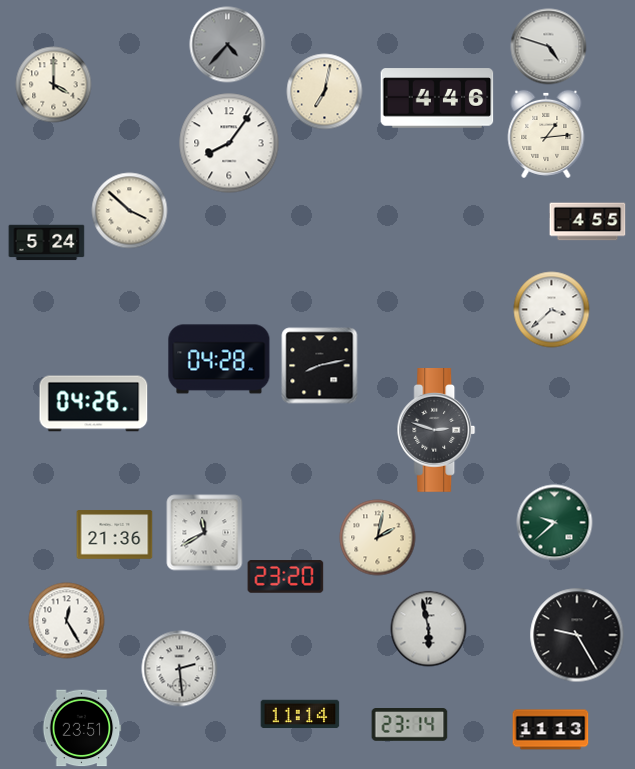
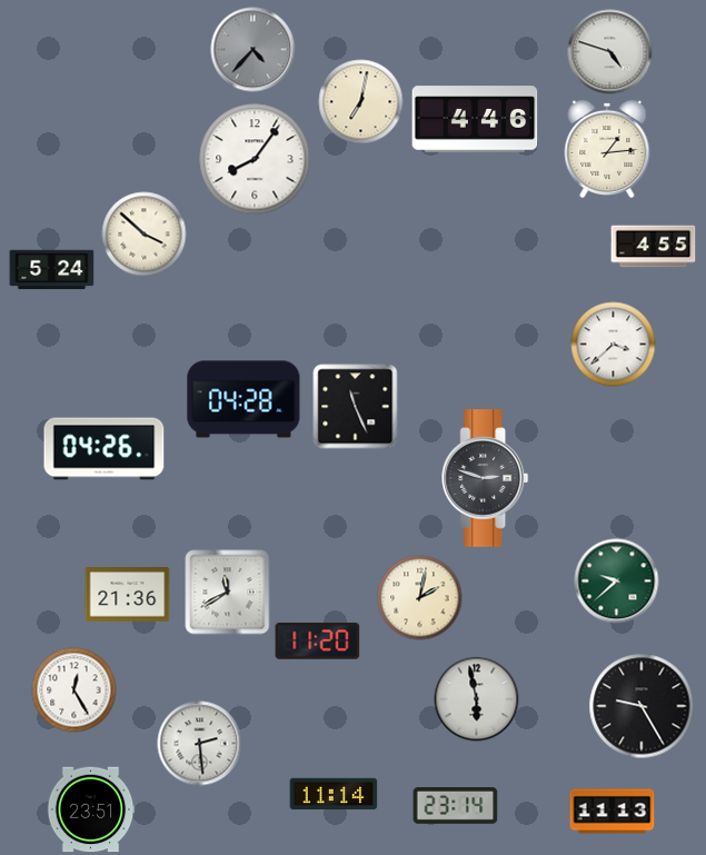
clock at (54, 85): 4:00 -> none
clock at (437, 98) position: (437, 98) -> (475, 119)
clock at (320, 366): 8:13 -> 11:26
clock at (286, 577): 23:20 -> 11:20
